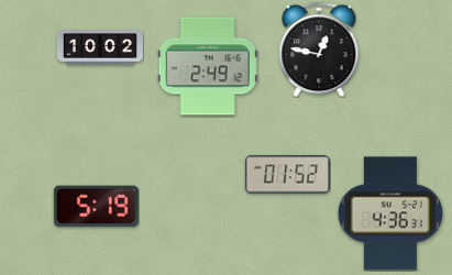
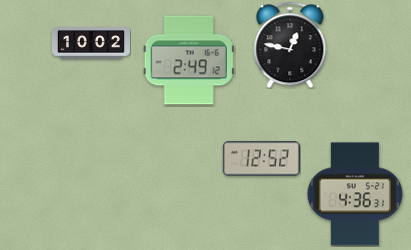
clock at (287, 175): 01:52 -> 12:52
clock at (96, 207): 5:19 -> none
